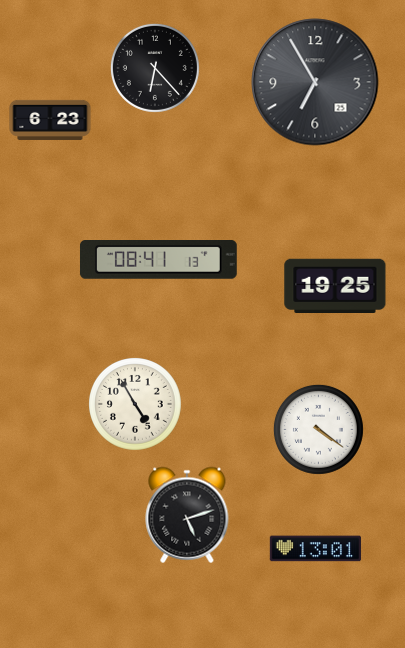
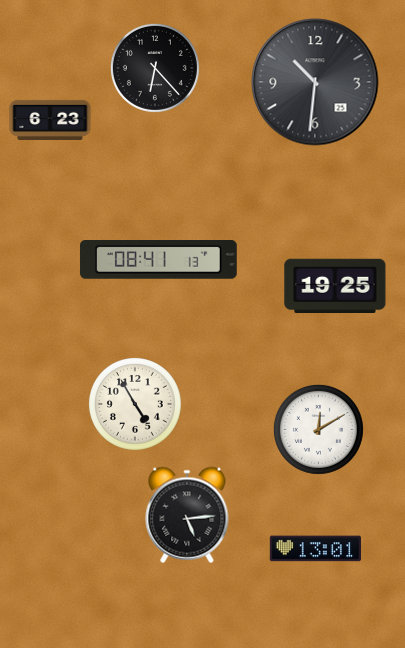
clock at (315, 82): 6:55 -> 10:31
clock at (318, 429): 4:21 -> 12:10
clock at (187, 515): 5:12 -> 5:14
